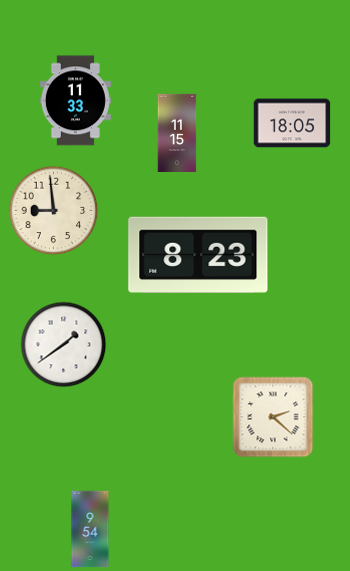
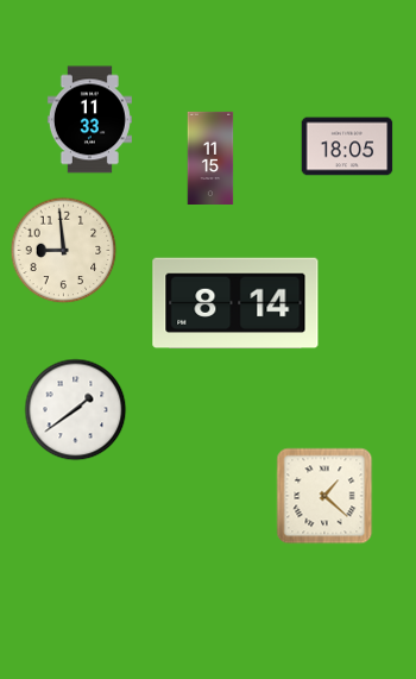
clock at (198, 255): 8:23 -> 8:14
clock at (273, 417): 2:22 -> 1:22
clock at (90, 529): 9:54 -> none
